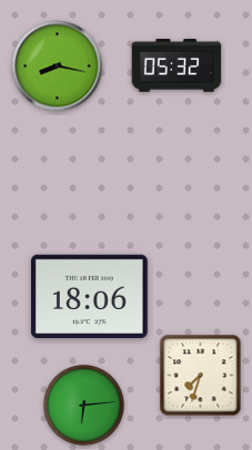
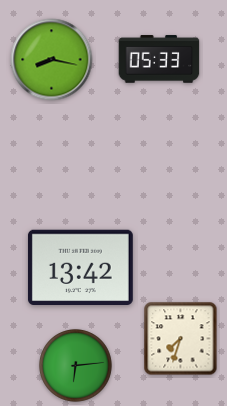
clock at (177, 65): 05:32 -> 05:33
clock at (89, 297): 18:06 -> 13:42
